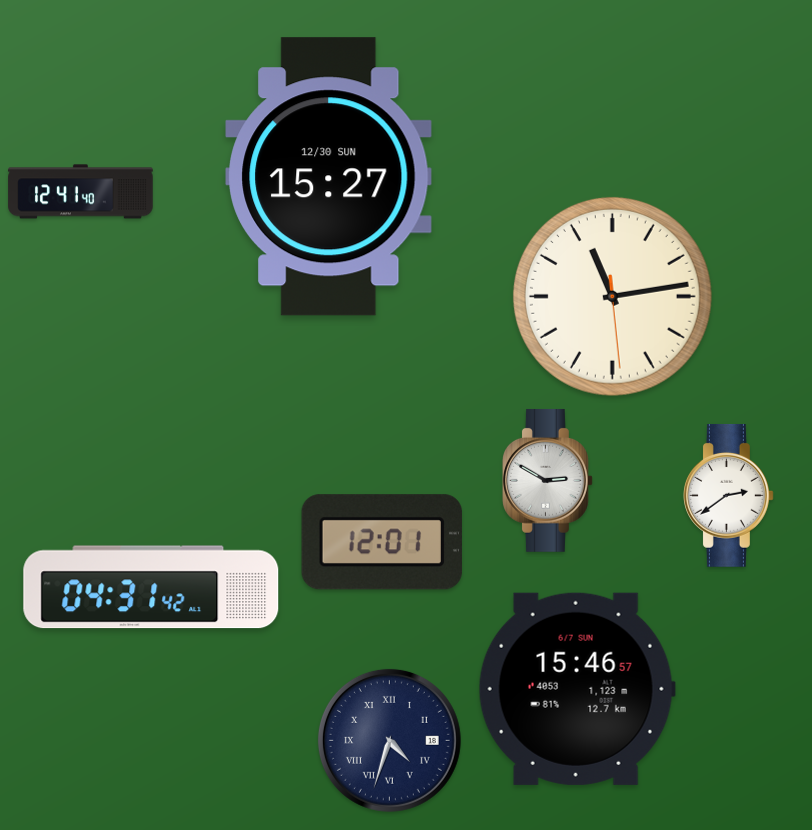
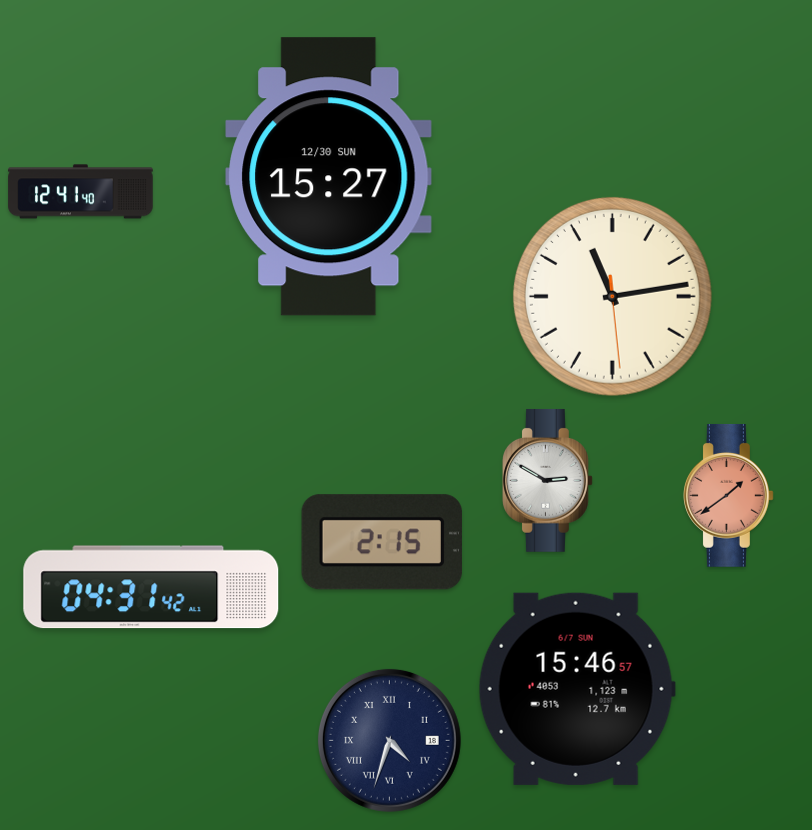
clock at (728, 495): 2:39 -> 1:39
clock at (728, 495) dial: white -> salmon
clock at (382, 542): 12:01 -> 2:15
